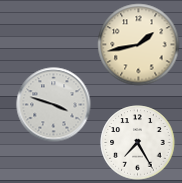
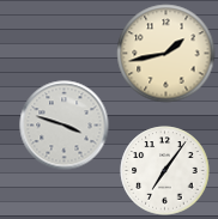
clock at (138, 143): 7:25 -> 7:06
